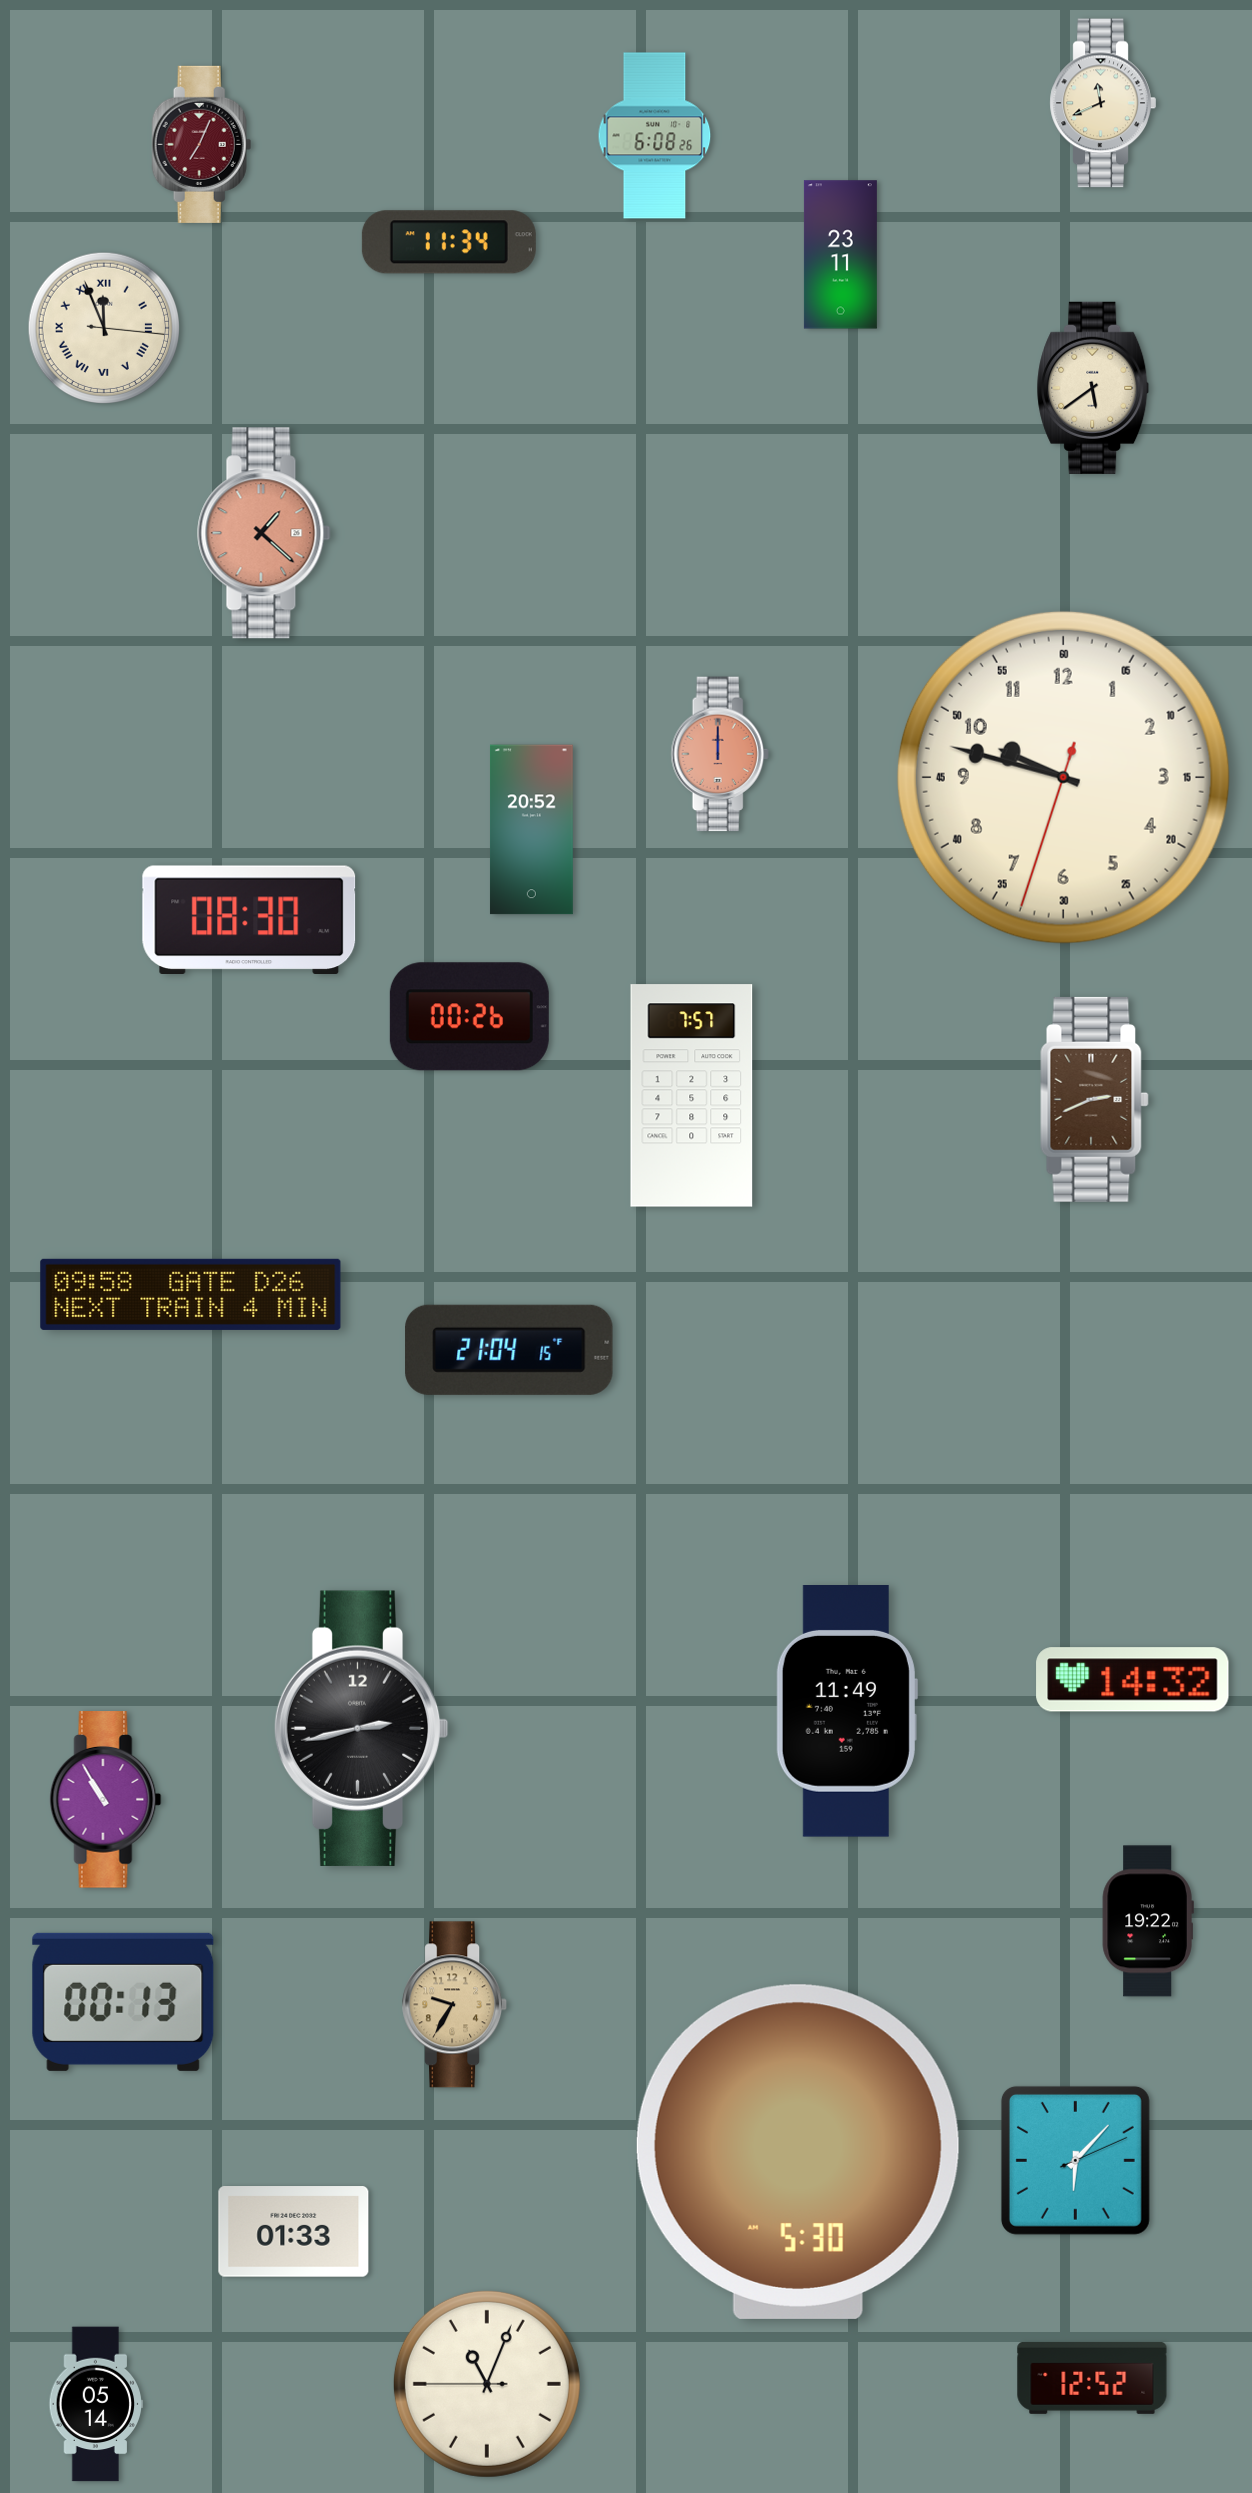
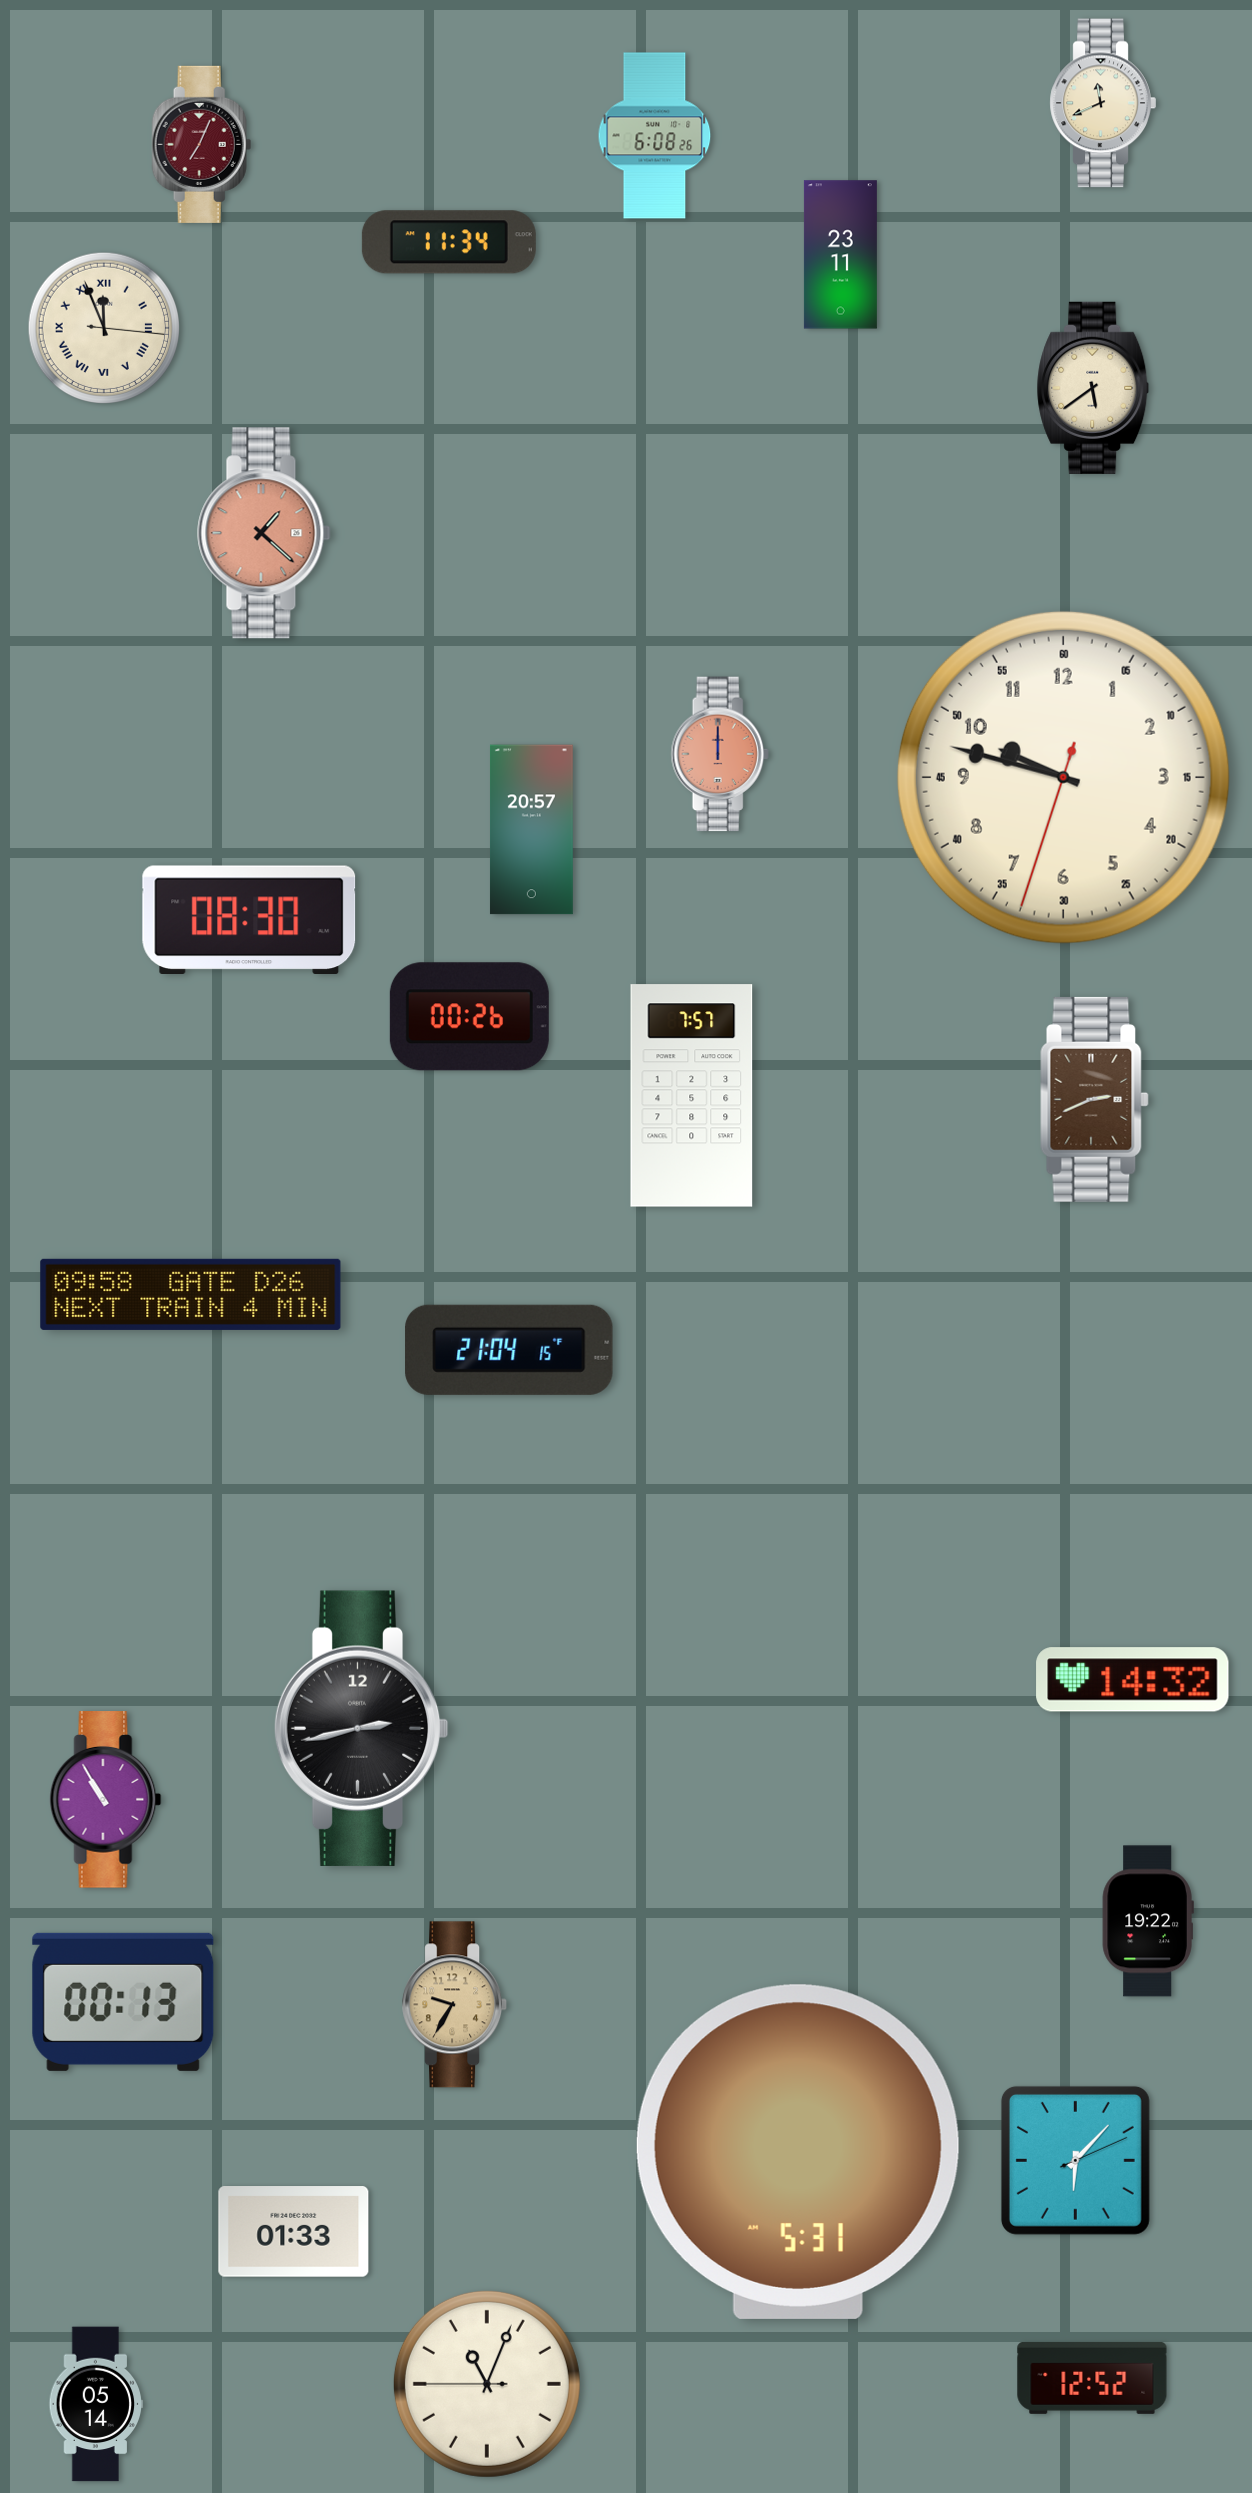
clock at (531, 830): 20:52 -> 20:57
clock at (847, 1712): 11:49 -> none
clock at (798, 2152): 5:30 -> 5:31
